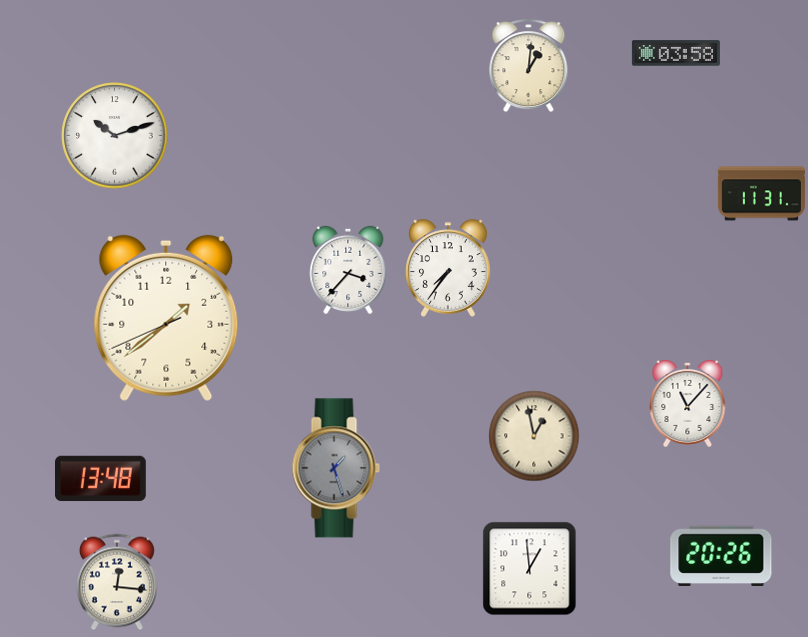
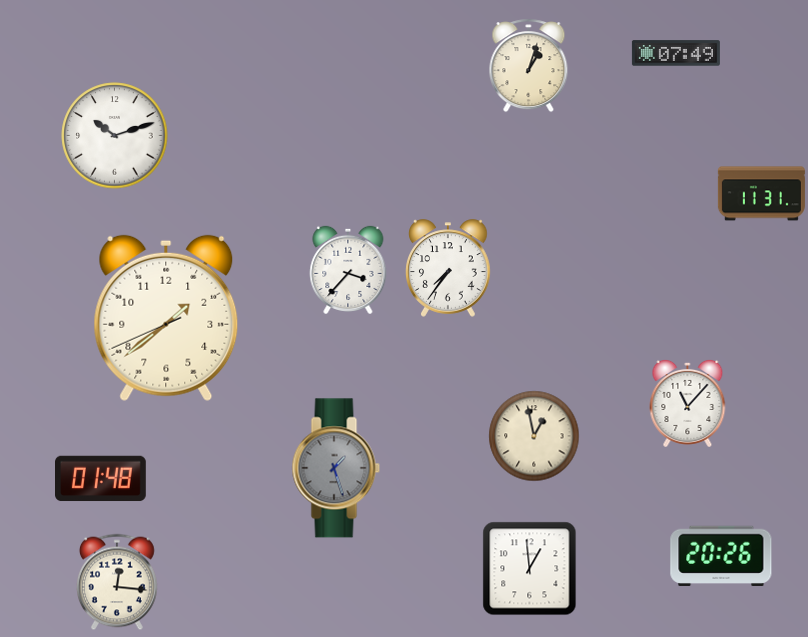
clock at (676, 53): 03:58 -> 07:49
clock at (529, 66): 1:01 -> 1:03
clock at (101, 479): 13:48 -> 01:48
